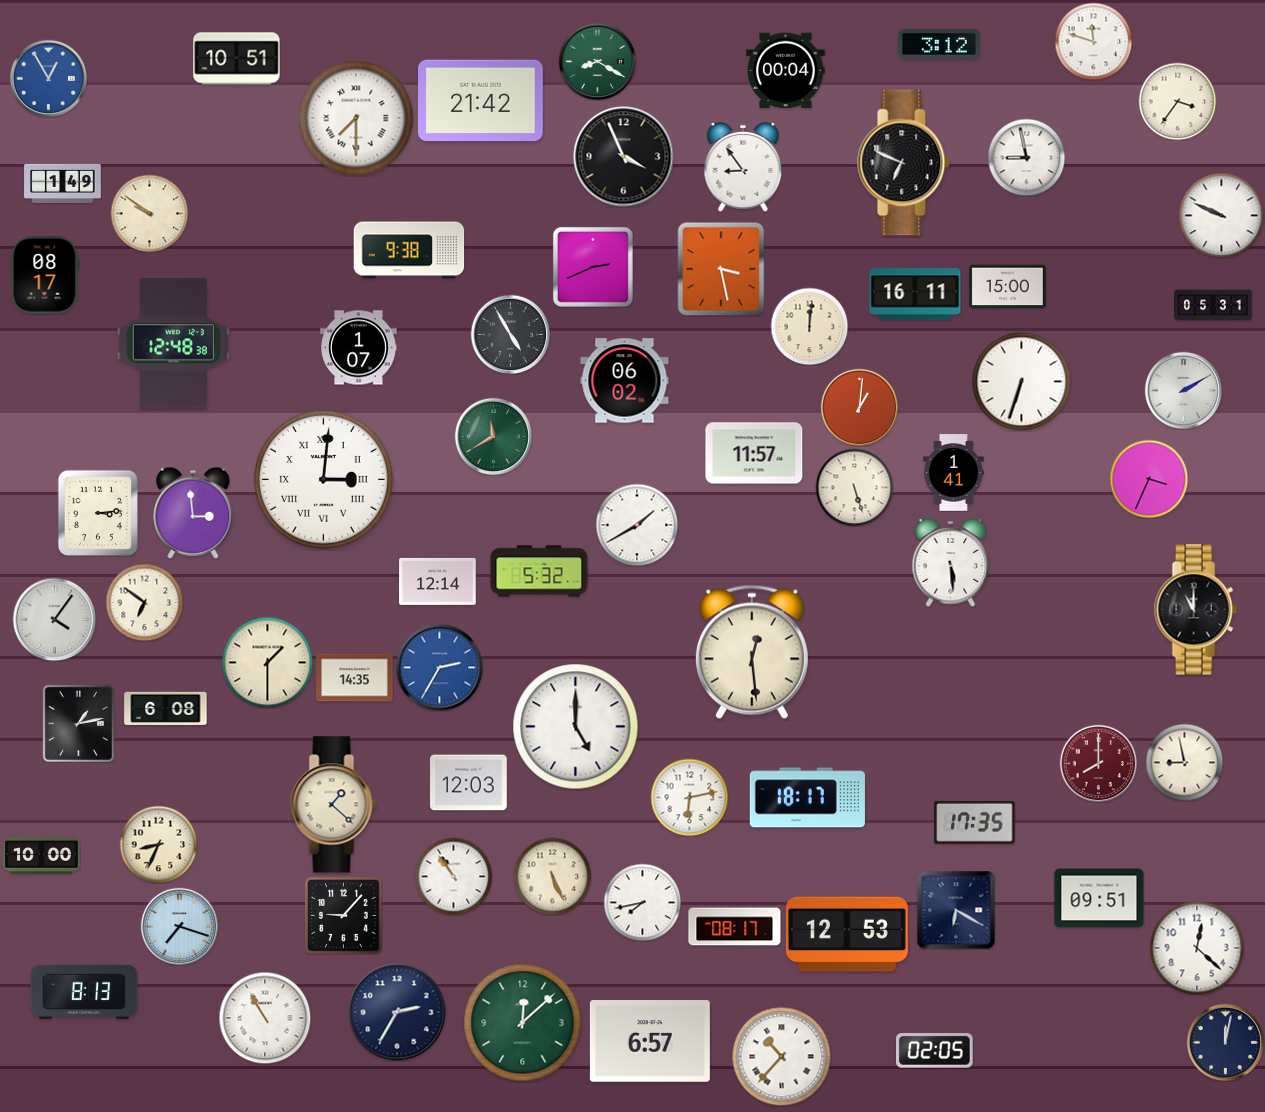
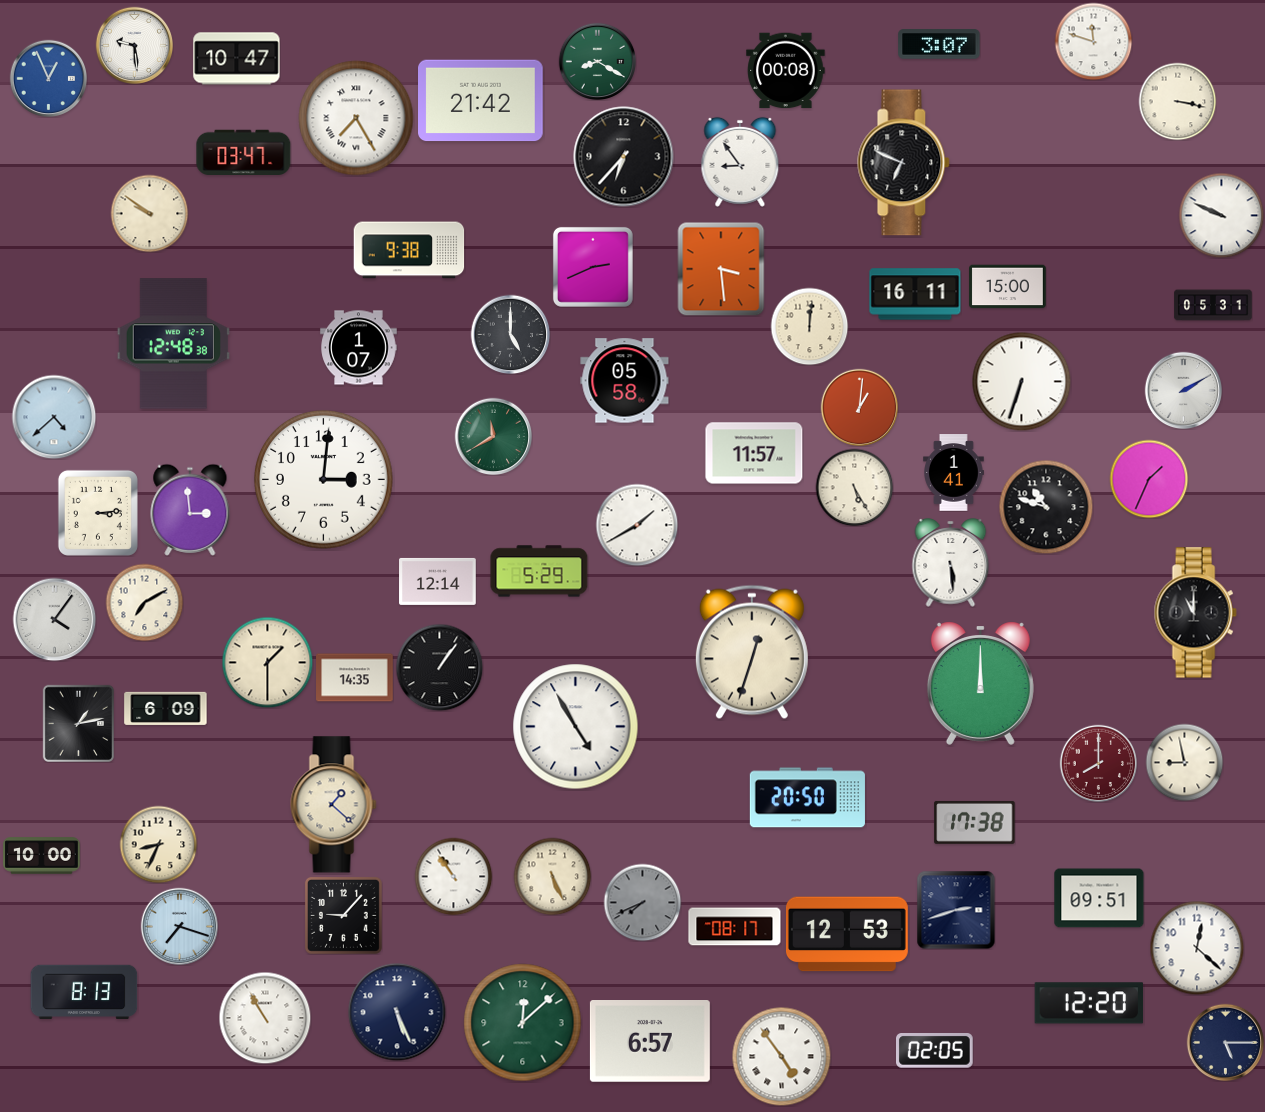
clock at (939, 44): 3:12 -> 3:07
clock at (134, 45): none -> 9:29
clock at (237, 59): 10:51 -> 10:47
clock at (786, 71): 00:04 -> 00:08
clock at (48, 78): 12:55 -> 12:56
clock at (1177, 101): 3:36 -> 3:17
clock at (356, 118): 7:30 -> 7:25
clock at (244, 152): none -> 03:47
clock at (624, 157): 3:56 -> 6:37
clock at (1026, 157): 8:58 -> none
clock at (743, 167) position: (743, 167) -> (740, 162)
clock at (63, 183): 1:49 -> none
clock at (721, 269): 3:28 -> 3:29
clock at (45, 275): 08:17 -> none
clock at (510, 334): 4:55 -> 5:00
clock at (625, 381): 06:02 -> 05:58
clock at (54, 417): none -> 4:38
clock at (323, 479) numerals: Roman -> Arabic
clock at (1149, 479): 3:34 -> 1:34
clock at (854, 487): 5:27 -> 5:25
clock at (1046, 507): none -> 10:48
clock at (193, 513) position: (193, 513) -> (190, 510)
clock at (539, 571): 5:32 -> 5:29
clock at (144, 602): 6:51 -> 7:10
clock at (1195, 610) position: (1195, 610) -> (1195, 613)
clock at (752, 652): 12:29 -> 12:33
clock at (439, 667): 2:35 -> 1:06
clock at (439, 667) dial: blue -> black
clock at (980, 683): none -> 12:00
clock at (166, 708): 6:08 -> 6:09
clock at (576, 727): 5:00 -> 4:55
clock at (469, 783): 12:03 -> none
clock at (689, 797): 6:13 -> none
clock at (807, 798): 18:17 -> 20:50
clock at (975, 822): 17:35 -> 17:38
clock at (642, 902): 7:43 -> 7:41
clock at (642, 902) dial: white -> grey
clock at (956, 910): 6:20 -> 2:42
clock at (1089, 1003): none -> 12:20
clock at (397, 1012): 2:35 -> 5:26
clock at (1225, 1042): 12:02 -> 5:15
clock at (782, 1057): 10:37 -> 4:54
